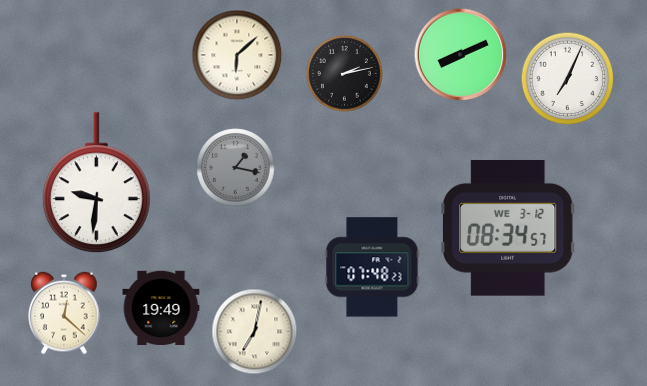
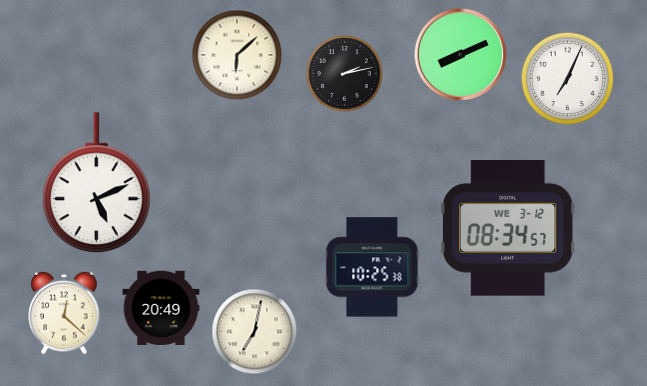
clock at (236, 168): 1:17 -> none
clock at (96, 183): 9:31 -> 5:11
clock at (372, 267): 07:48 -> 10:25
clock at (161, 307): 19:49 -> 20:49
